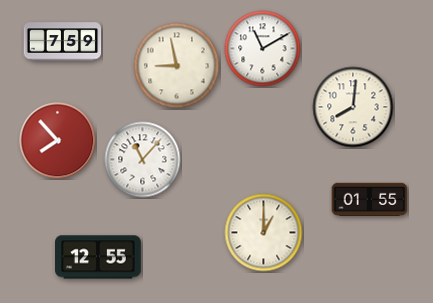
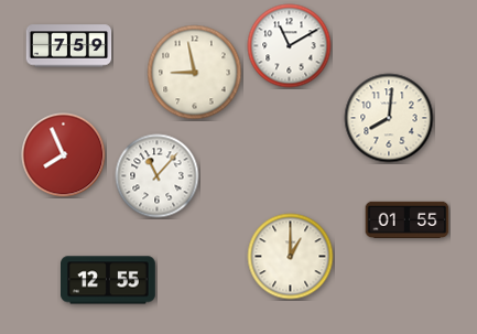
clock at (263, 49) position: (263, 49) -> (290, 46)
clock at (58, 141): 7:53 -> 7:56
clock at (99, 257) position: (99, 257) -> (109, 280)
